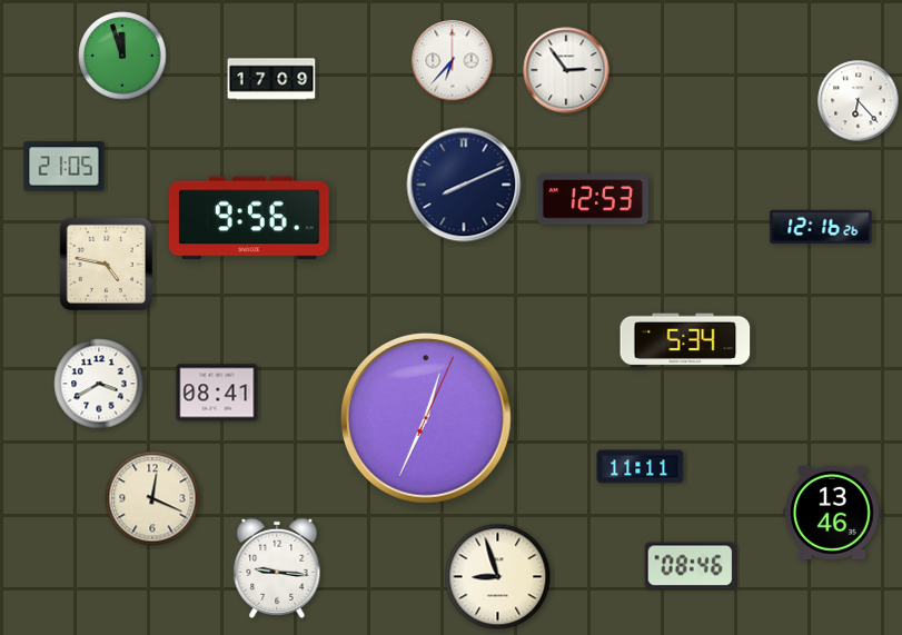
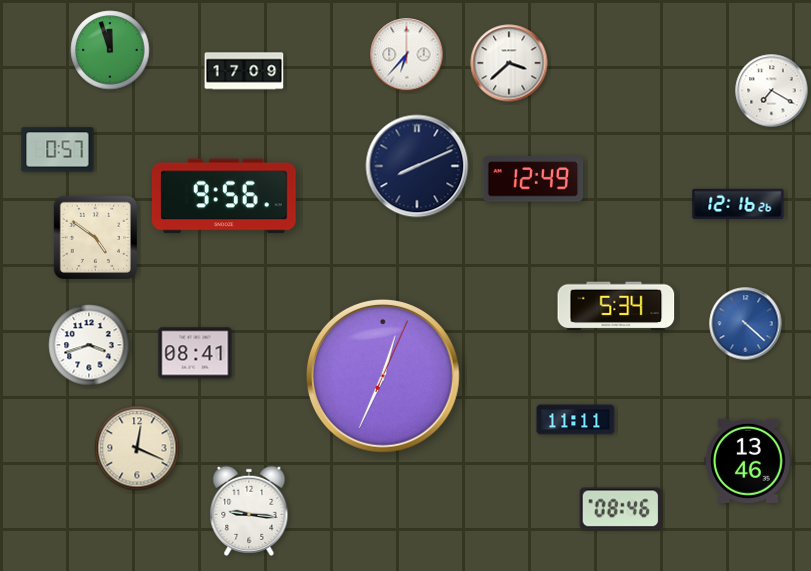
clock at (566, 70): 2:54 -> 3:38
clock at (859, 101): 6:23 -> 7:20
clock at (65, 167): 21:05 -> 0:57
clock at (593, 199): 12:53 -> 12:49
clock at (106, 264): 4:47 -> 4:51
clock at (746, 324): none -> 4:22
clock at (99, 384): 3:40 -> 3:42
clock at (498, 577): 8:57 -> none
